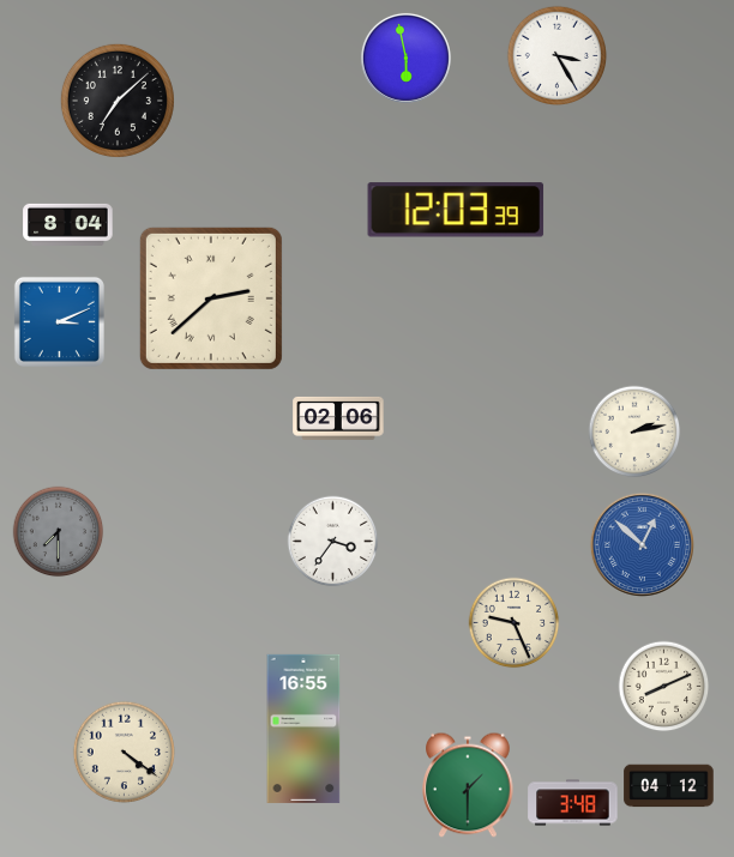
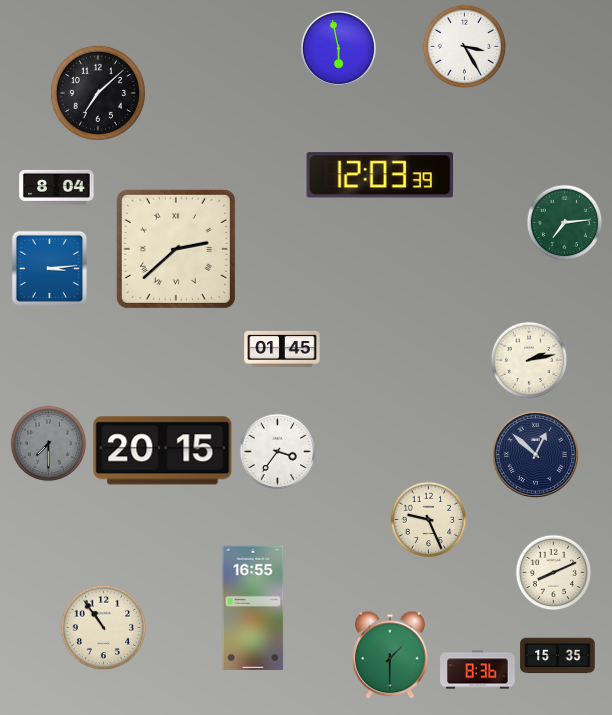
clock at (118, 101) position: (118, 101) -> (98, 93)
clock at (565, 223): none -> 7:14
clock at (59, 321): 3:11 -> 3:14
clock at (338, 418): 02:06 -> 01:45
clock at (163, 451): none -> 20:15
clock at (642, 544) dial: blue -> navy
clock at (124, 752): 4:21 -> 10:54
clock at (669, 786): 04:12 -> 15:35
clock at (573, 803): 3:48 -> 8:36
